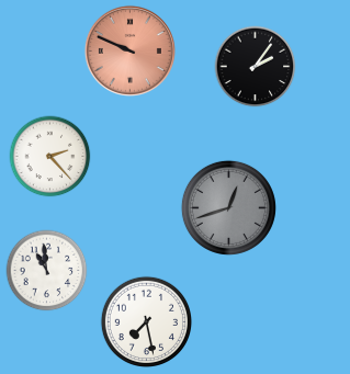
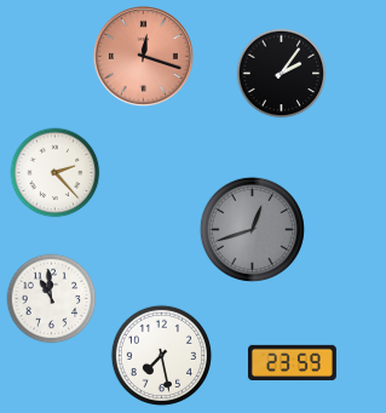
clock at (129, 50): 9:49 -> 12:18
clock at (292, 362): none -> 23:59
